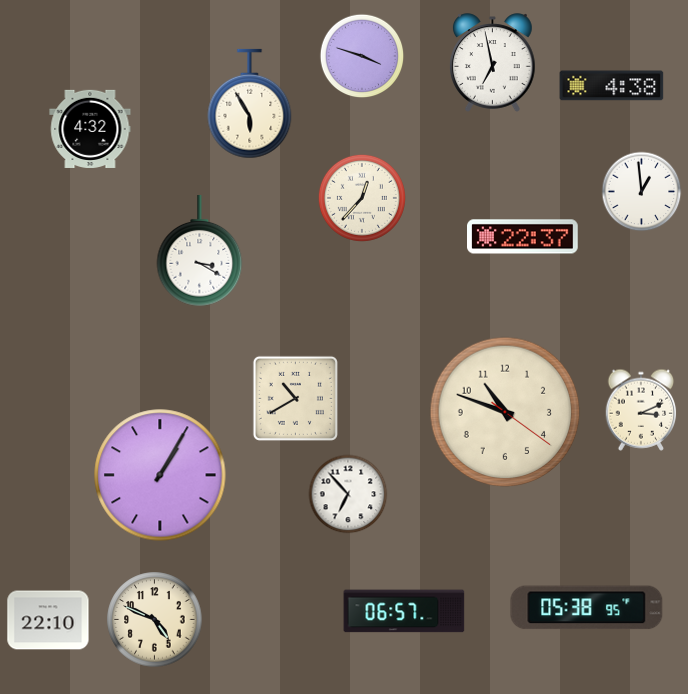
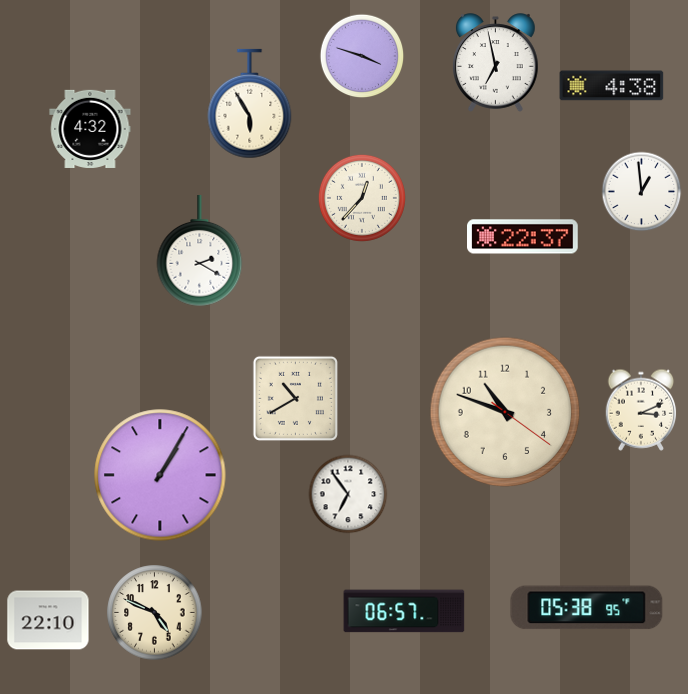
clock at (493, 63) position: (493, 63) -> (496, 63)
clock at (200, 252): 3:20 -> 2:20
clock at (348, 494): 6:53 -> 6:54
clock at (155, 620) position: (155, 620) -> (155, 613)
